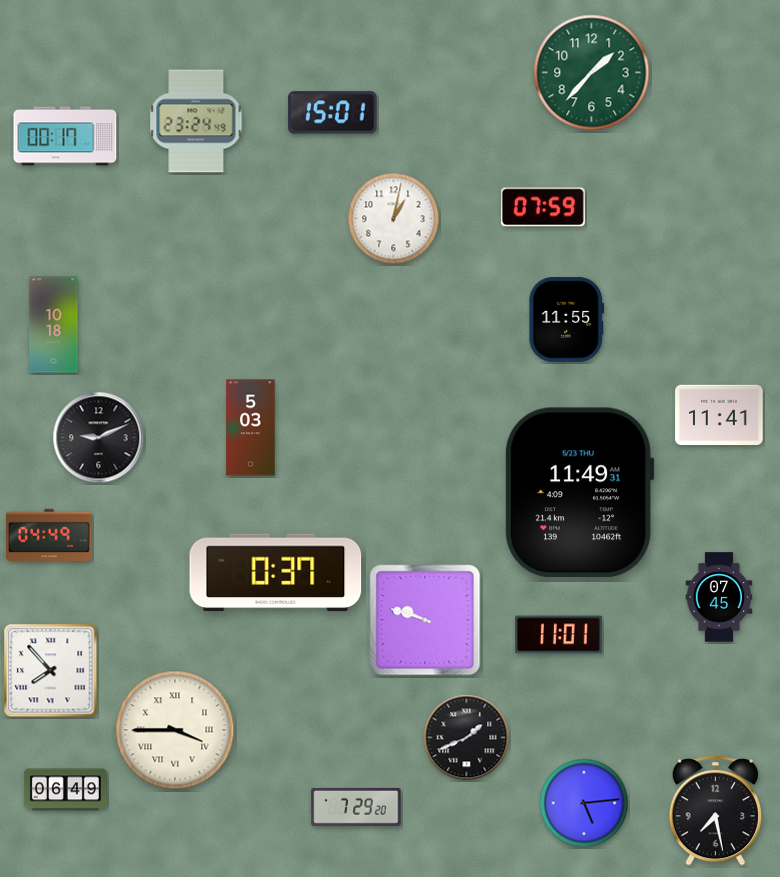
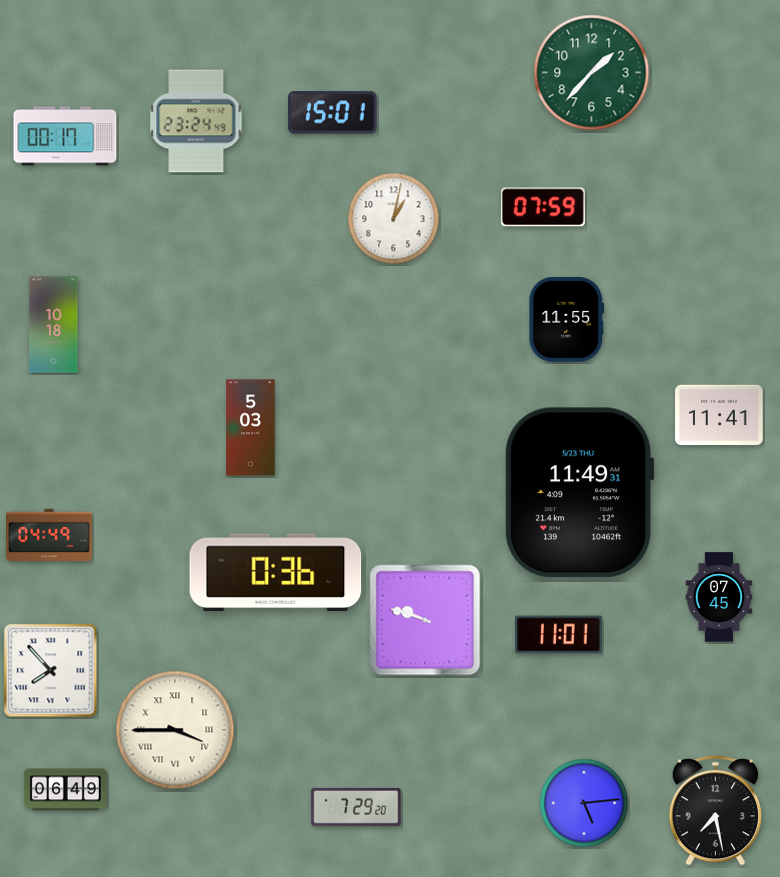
clock at (99, 438): 9:11 -> none
clock at (276, 573): 0:37 -> 0:36
clock at (467, 738): 1:41 -> none
